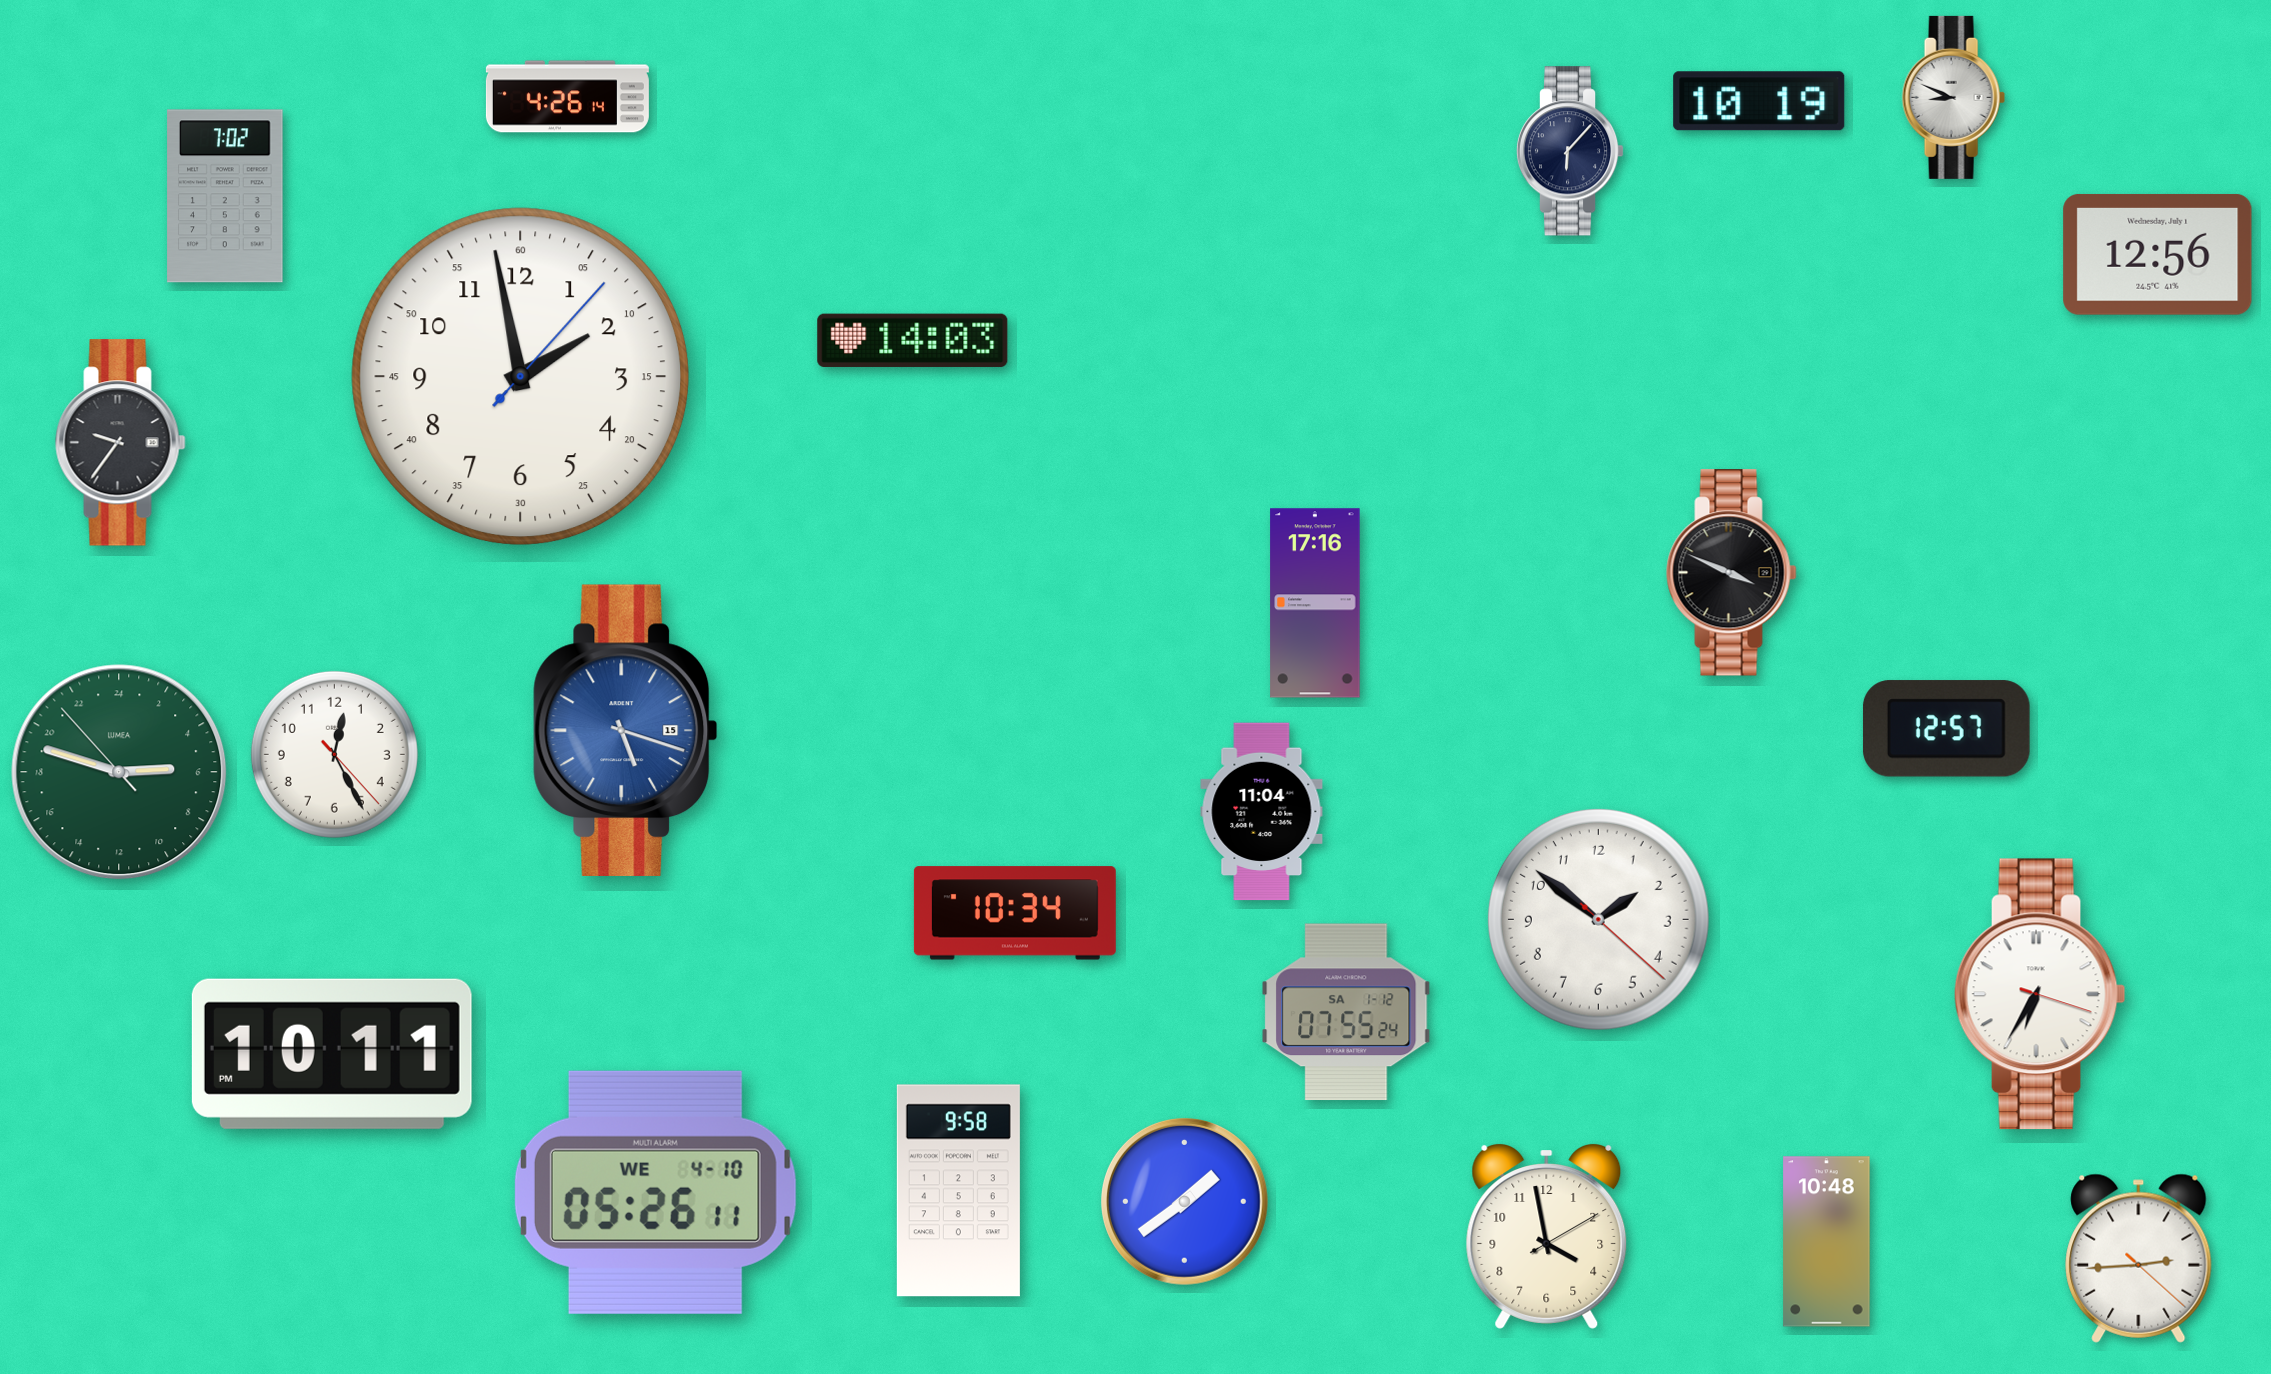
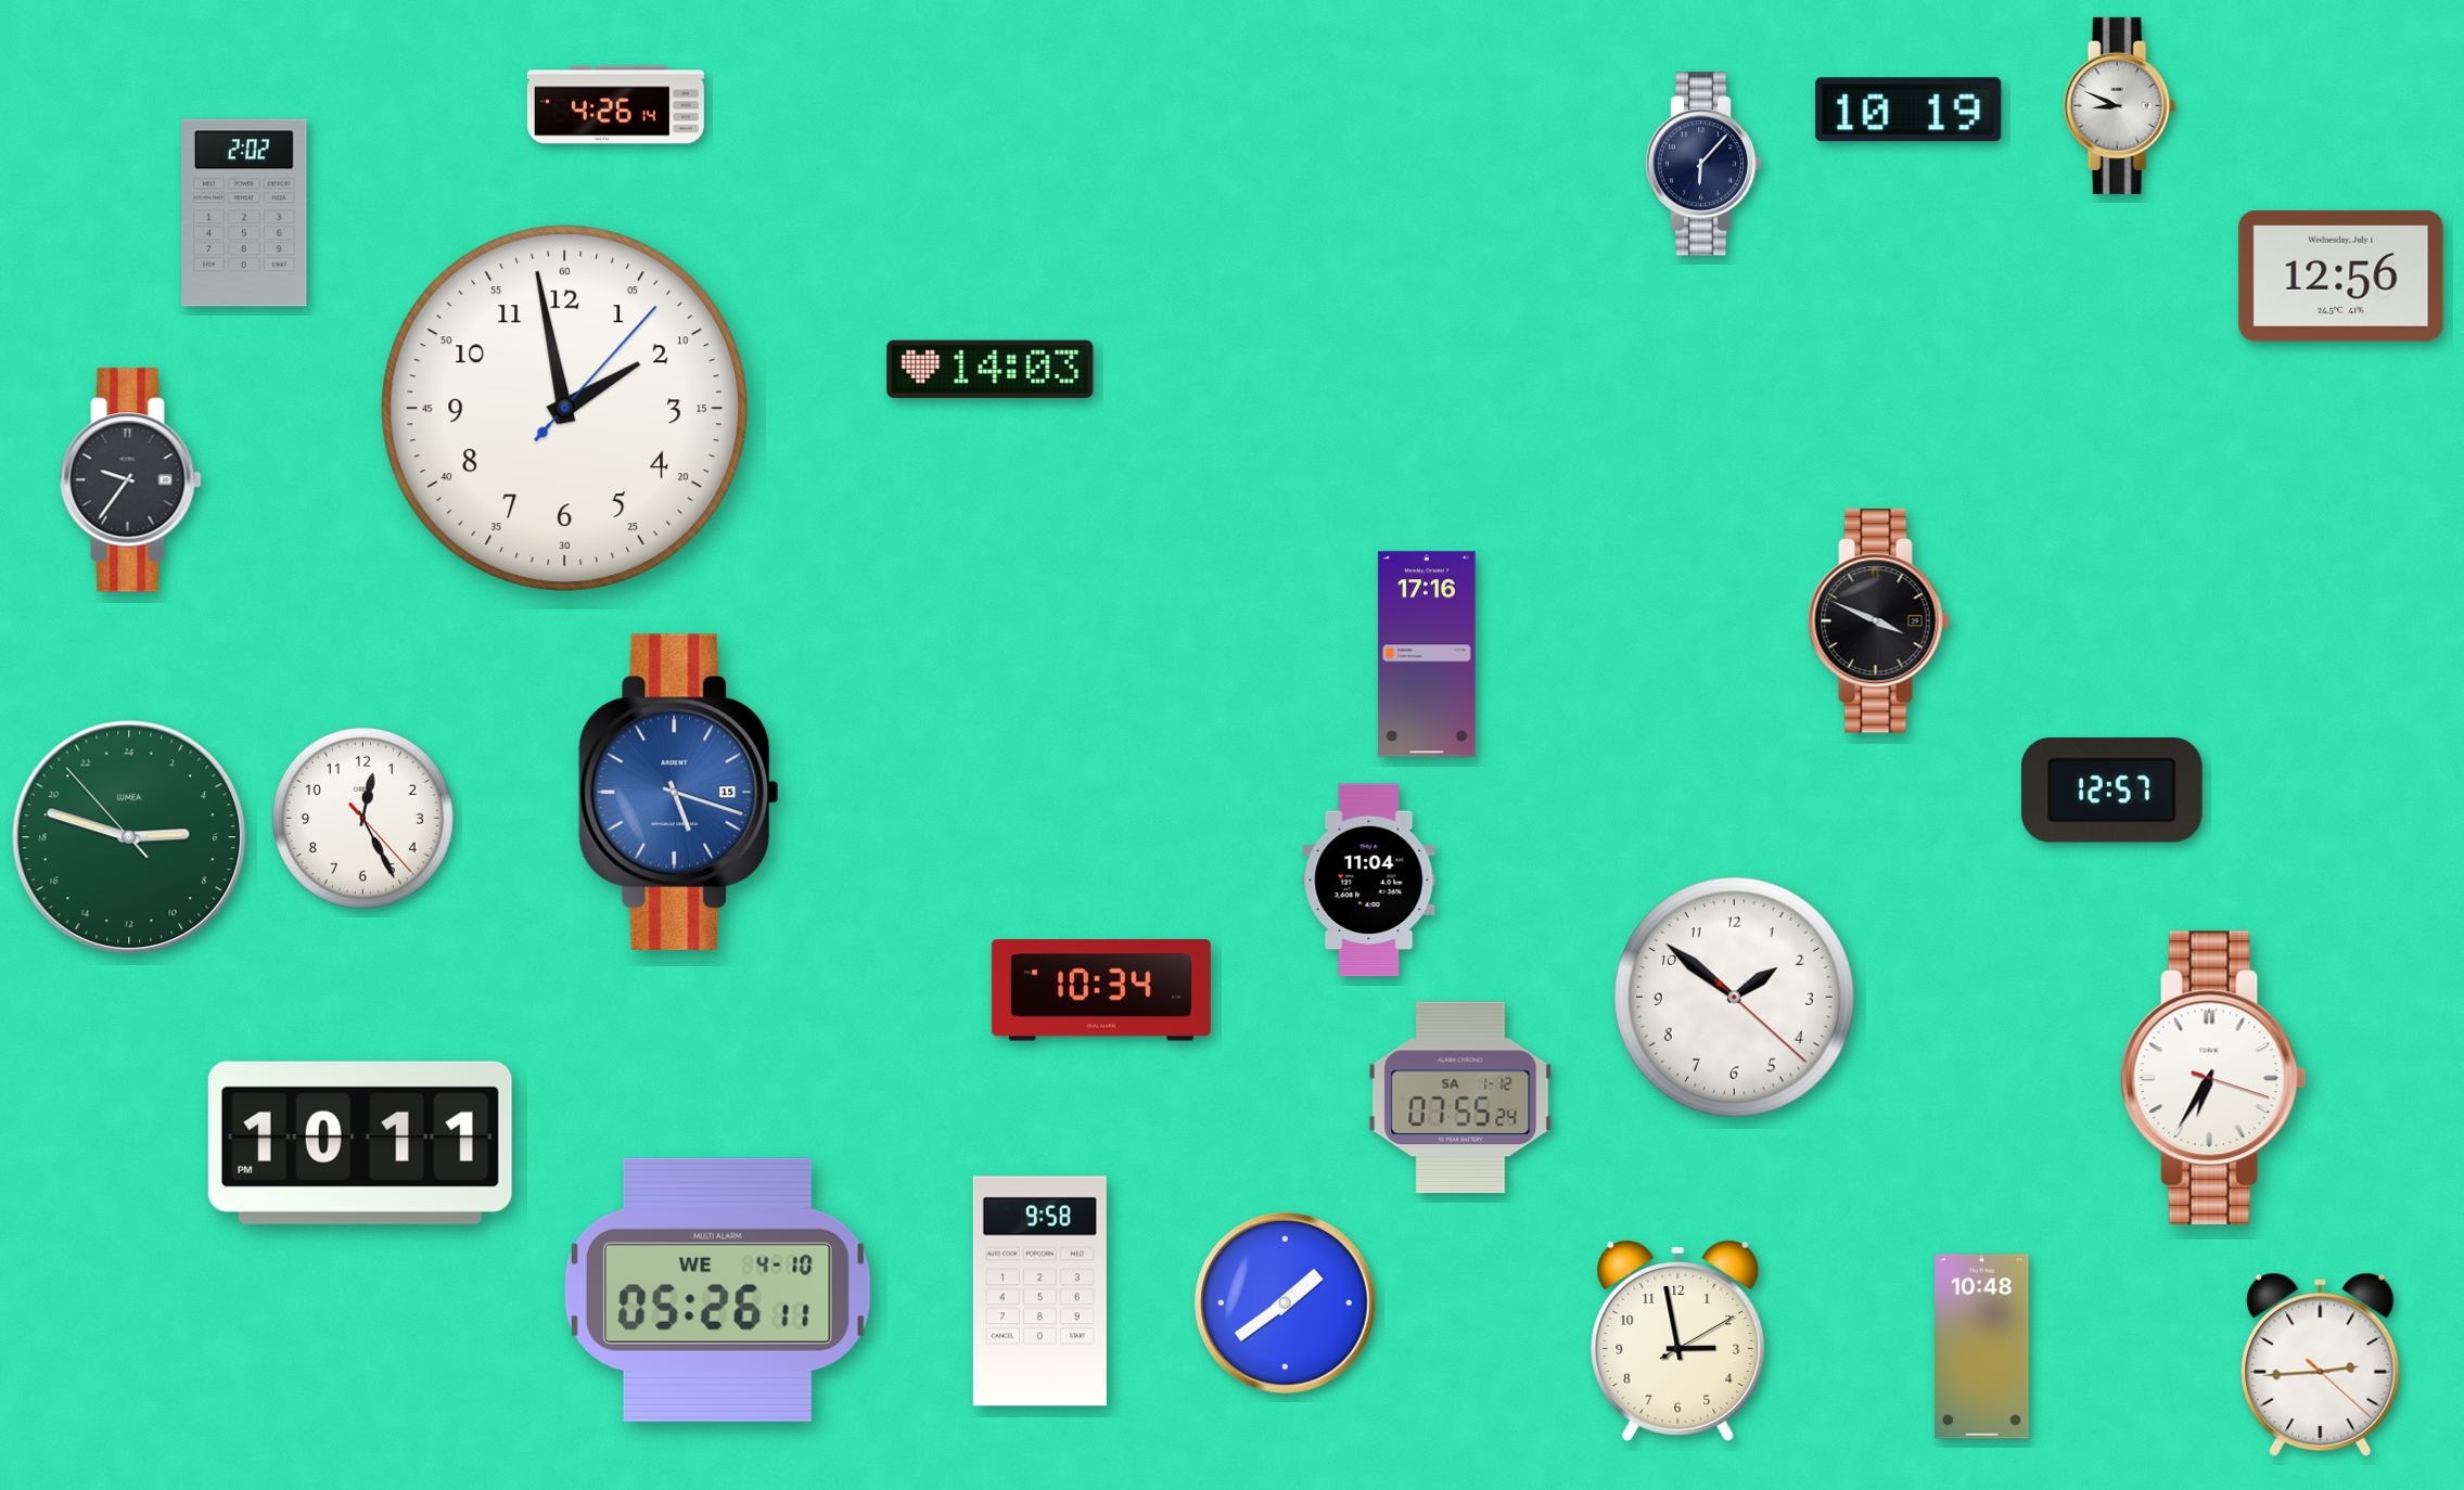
clock at (225, 196): 7:02 -> 2:02
clock at (655, 1192) position: (655, 1192) -> (717, 1289)
clock at (1547, 1237): 3:58 -> 2:58
